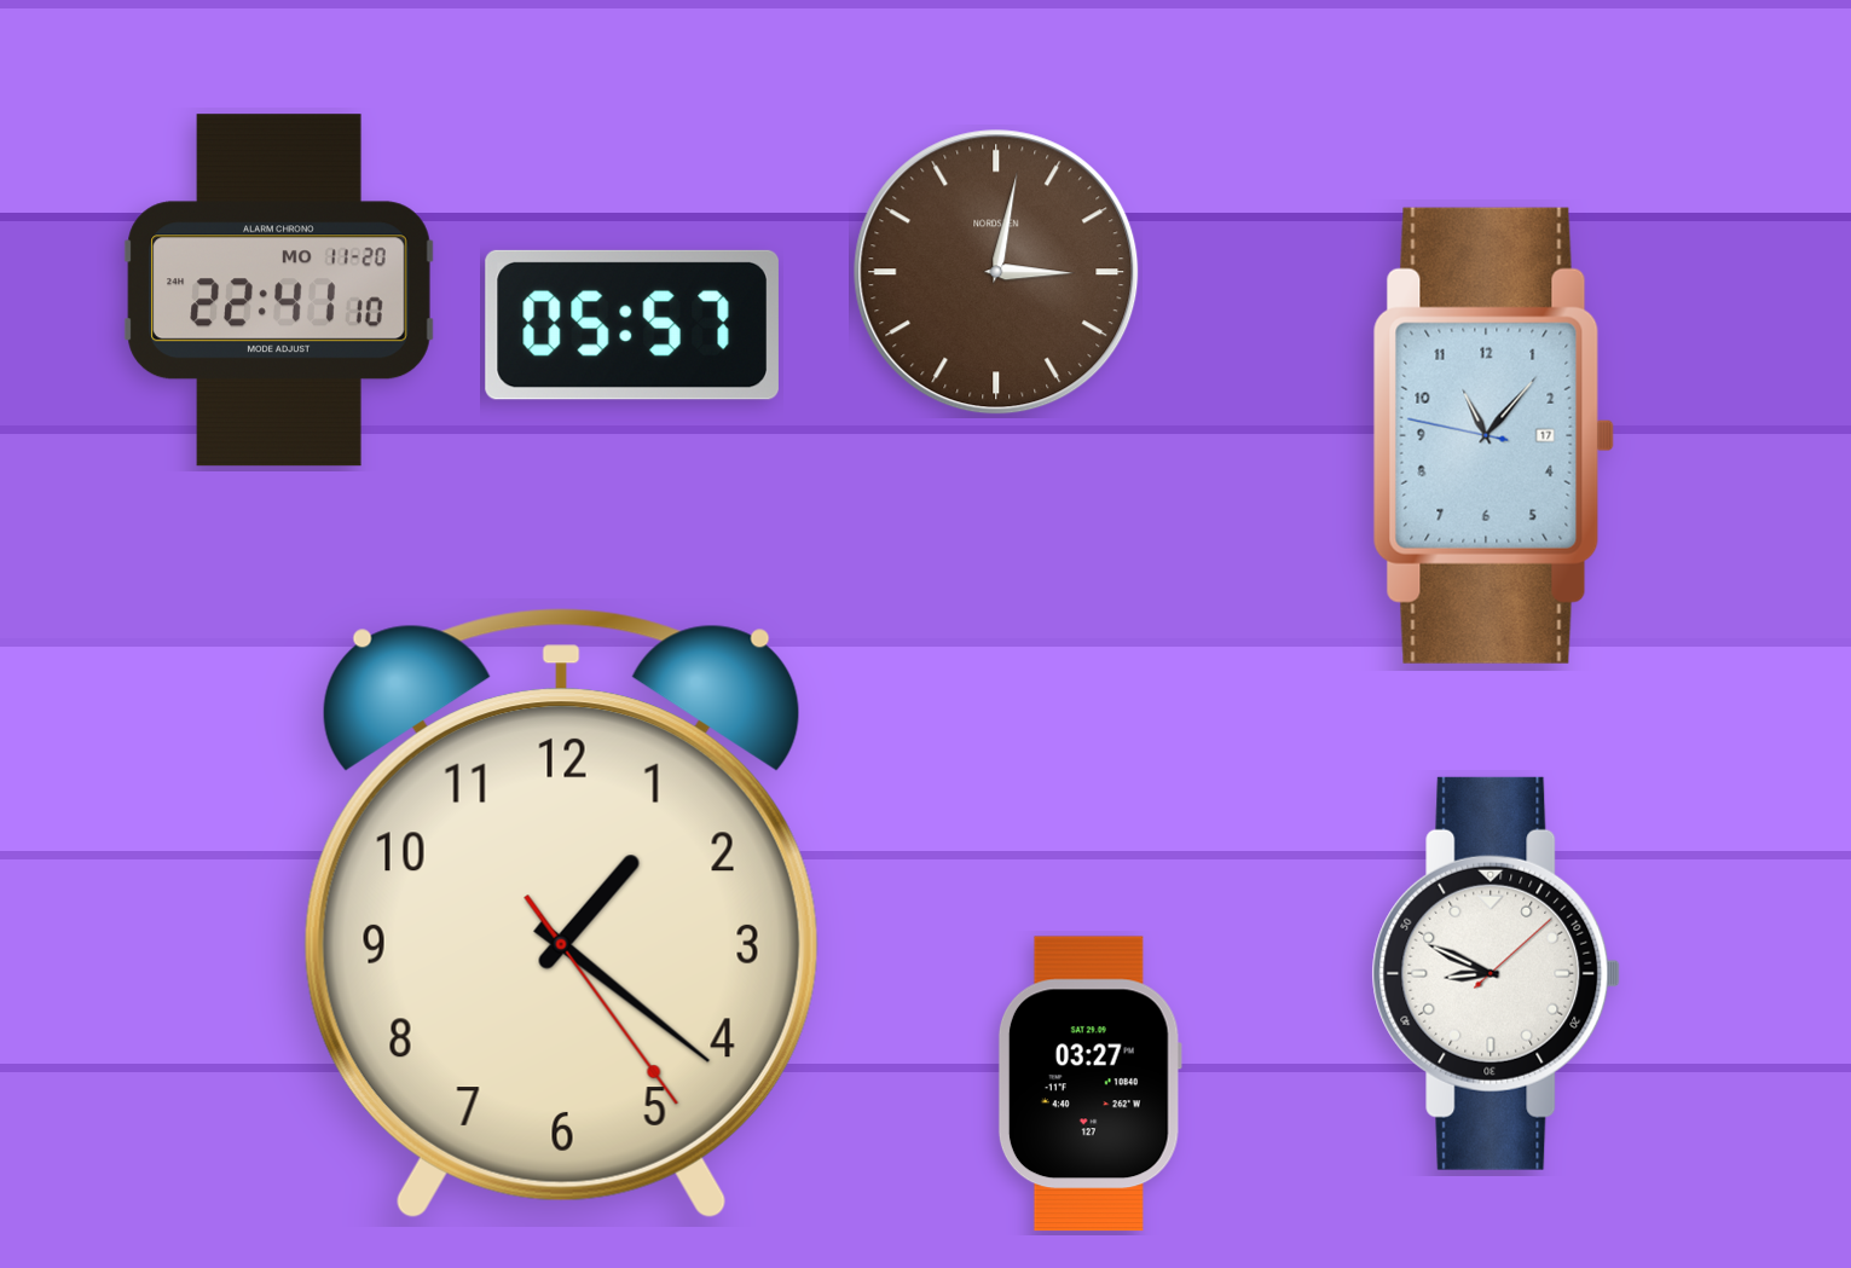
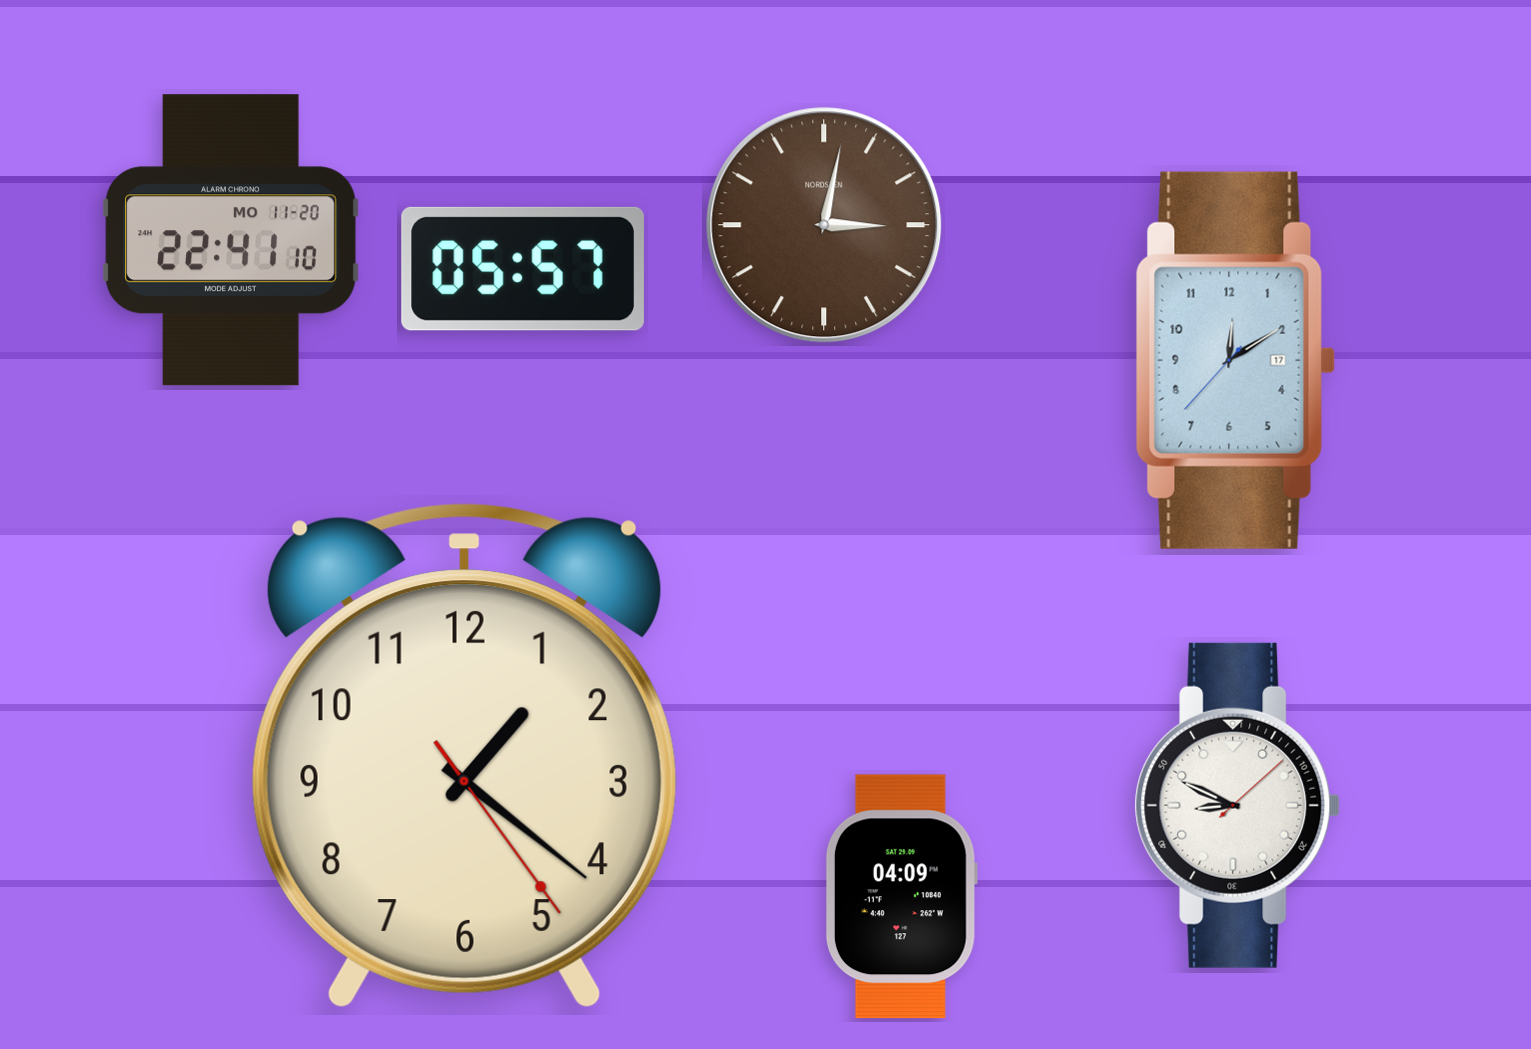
clock at (1493, 435): 11:06 -> 12:09
clock at (1089, 1084): 03:27 -> 04:09
